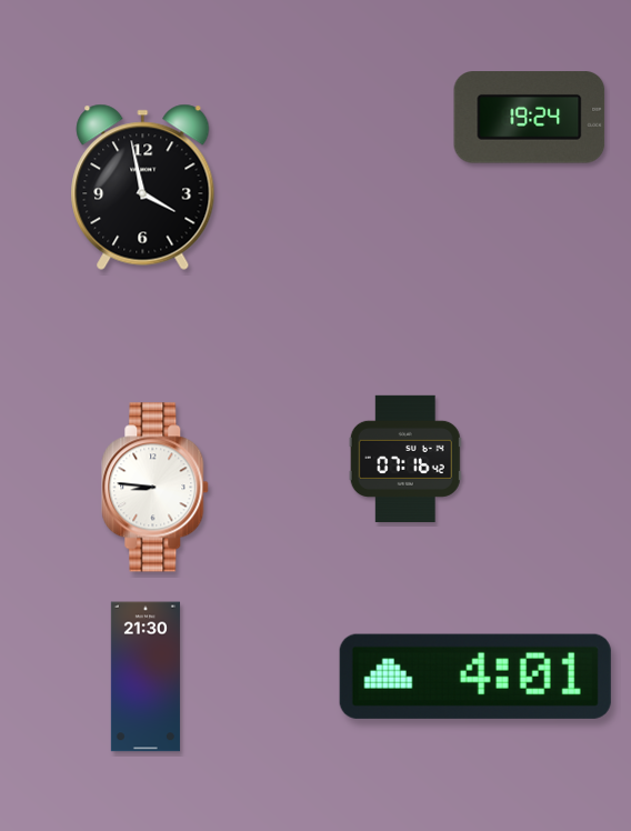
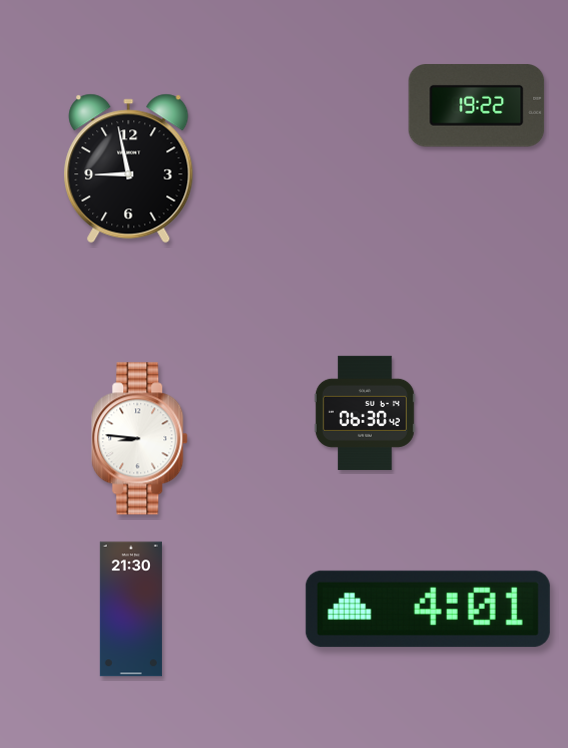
clock at (530, 118): 19:24 -> 19:22
clock at (143, 187): 3:58 -> 8:58
clock at (405, 459): 07:16 -> 06:30
